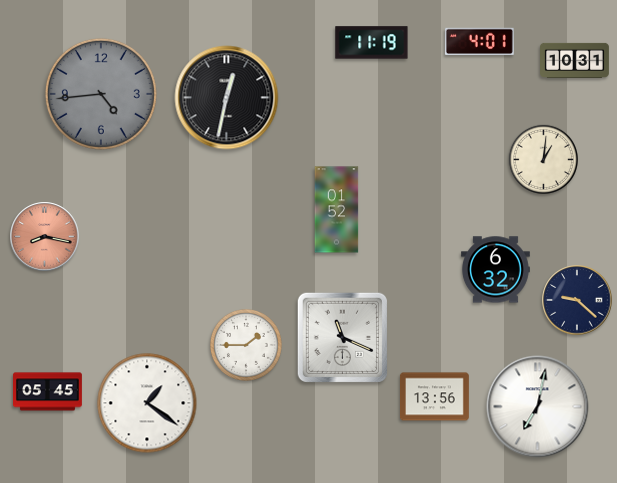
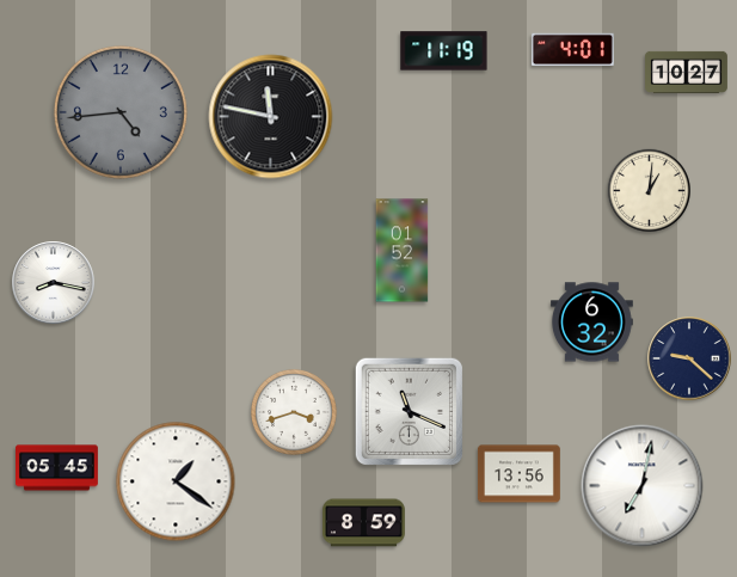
clock at (575, 60): 10:31 -> 10:27
clock at (227, 98): 12:32 -> 11:47
clock at (45, 237) dial: salmon -> white
clock at (342, 337) position: (342, 337) -> (409, 411)
clock at (246, 345): 1:45 -> 3:42
clock at (364, 523): none -> 8:59
